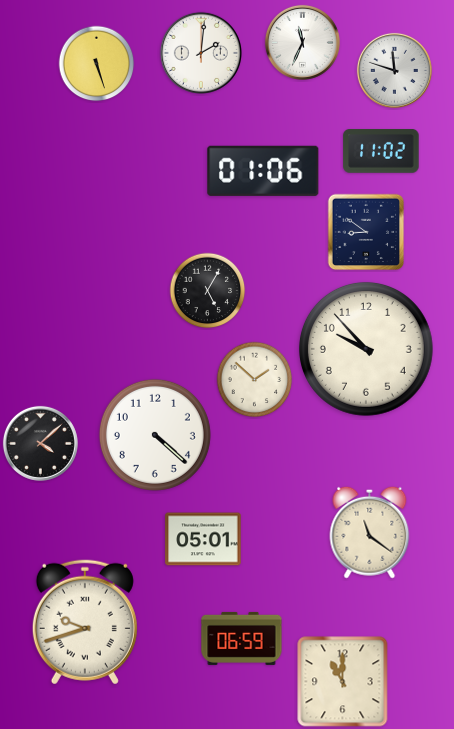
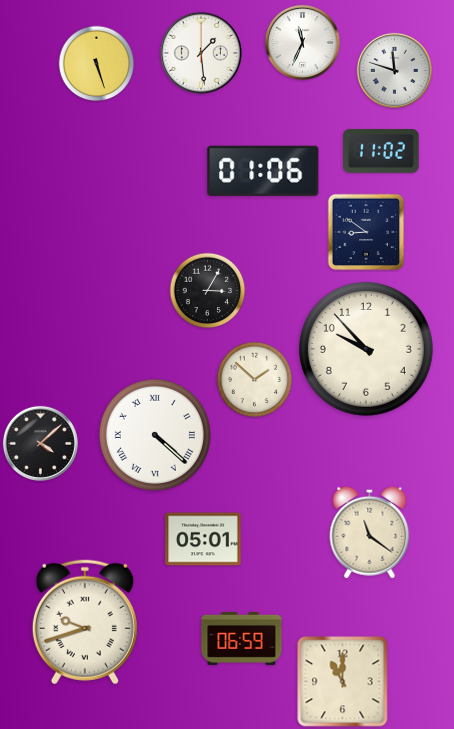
clock at (201, 53): 2:01 -> 1:29
clock at (208, 291): 5:05 -> 3:05
clock at (155, 435) numerals: Arabic -> Roman
